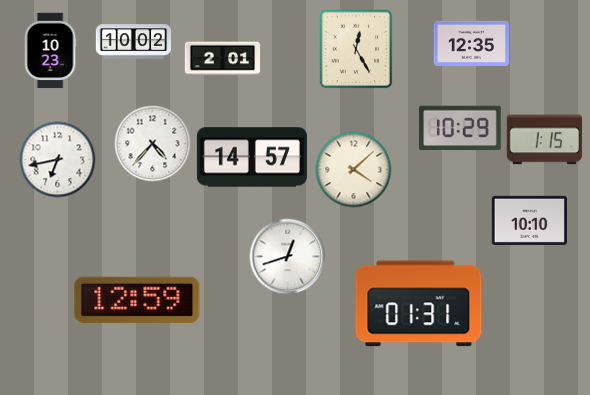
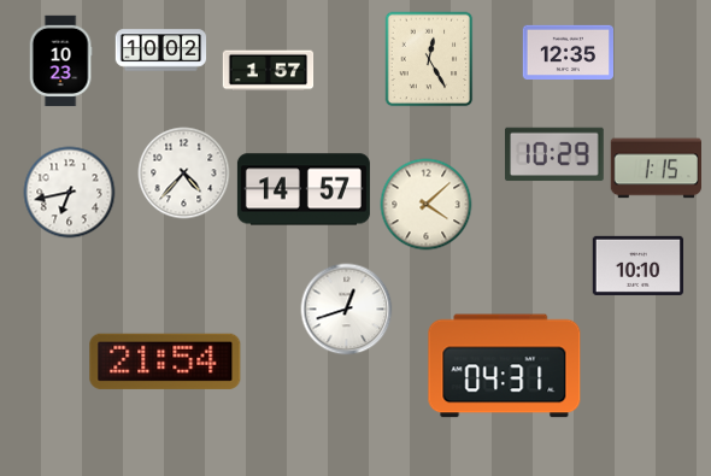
clock at (223, 59): 2:01 -> 1:57
clock at (137, 300): 12:59 -> 21:54
clock at (419, 304): 01:31 -> 04:31
